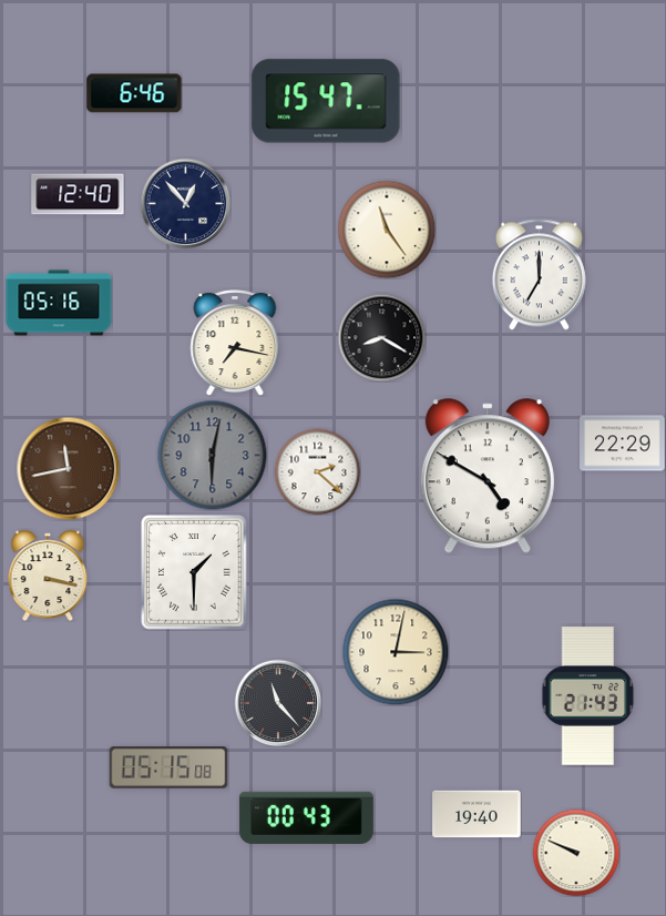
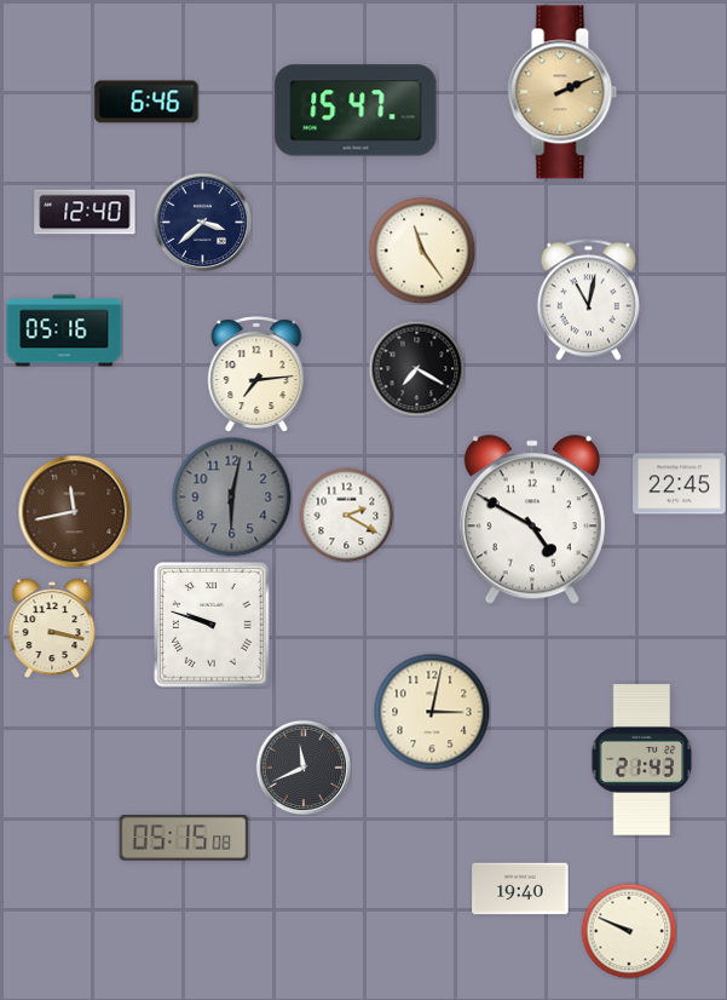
clock at (562, 92): none -> 2:11
clock at (185, 203): 12:53 -> 3:38
clock at (539, 275): 7:00 -> 11:02
clock at (381, 337): 8:20 -> 7:20
clock at (235, 343): 7:17 -> 7:14
clock at (623, 444): 22:29 -> 22:45
clock at (317, 471): 2:22 -> 2:20
clock at (194, 572): 1:30 -> 9:48
clock at (278, 703): 11:23 -> 11:41
clock at (306, 817): 00:43 -> none
